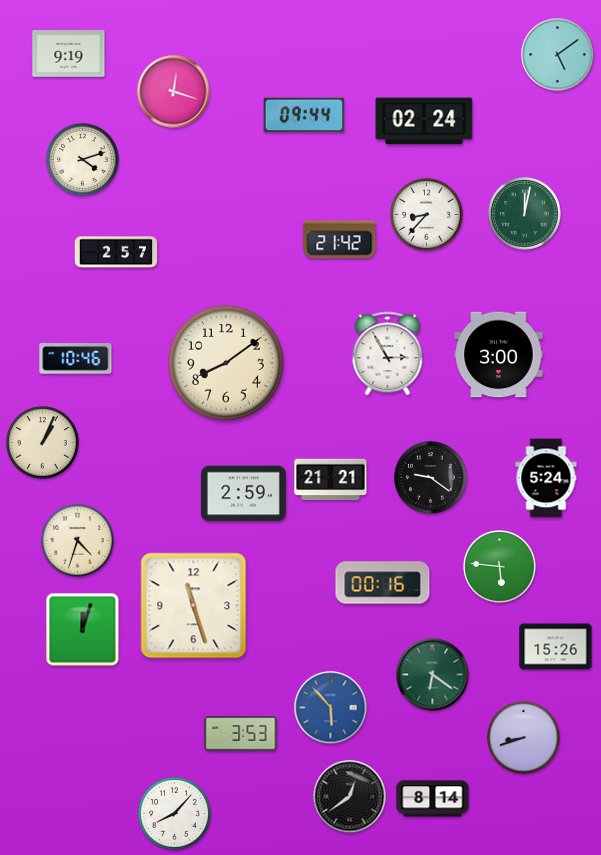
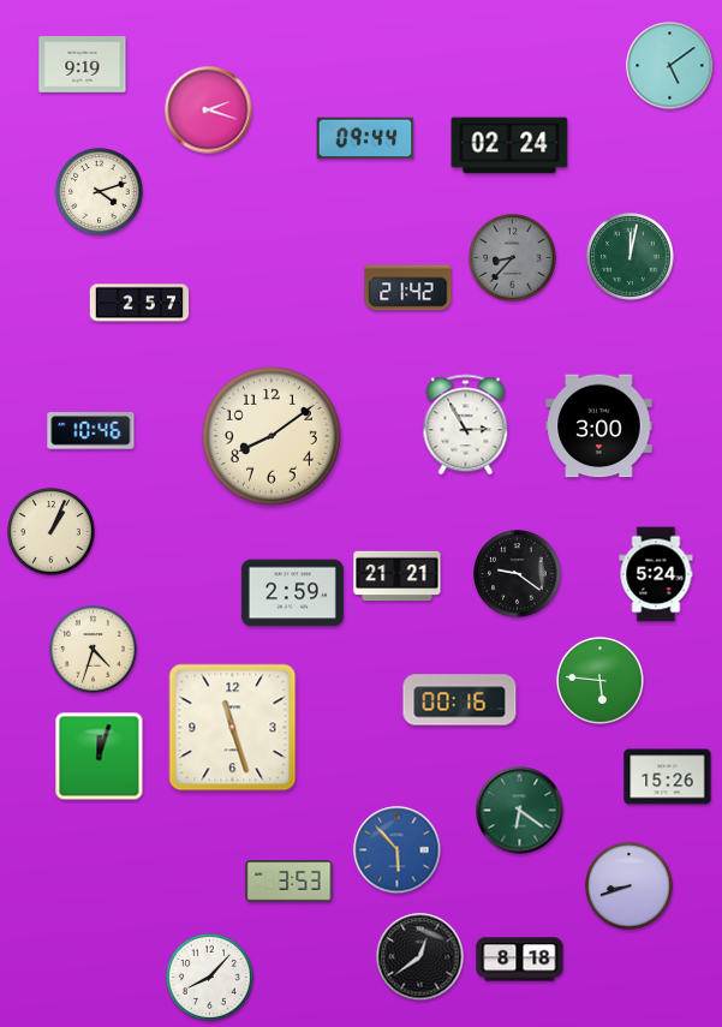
clock at (174, 92): 12:18 -> 2:18
clock at (427, 215) dial: white -> grey
clock at (433, 799): 8:14 -> 8:18
